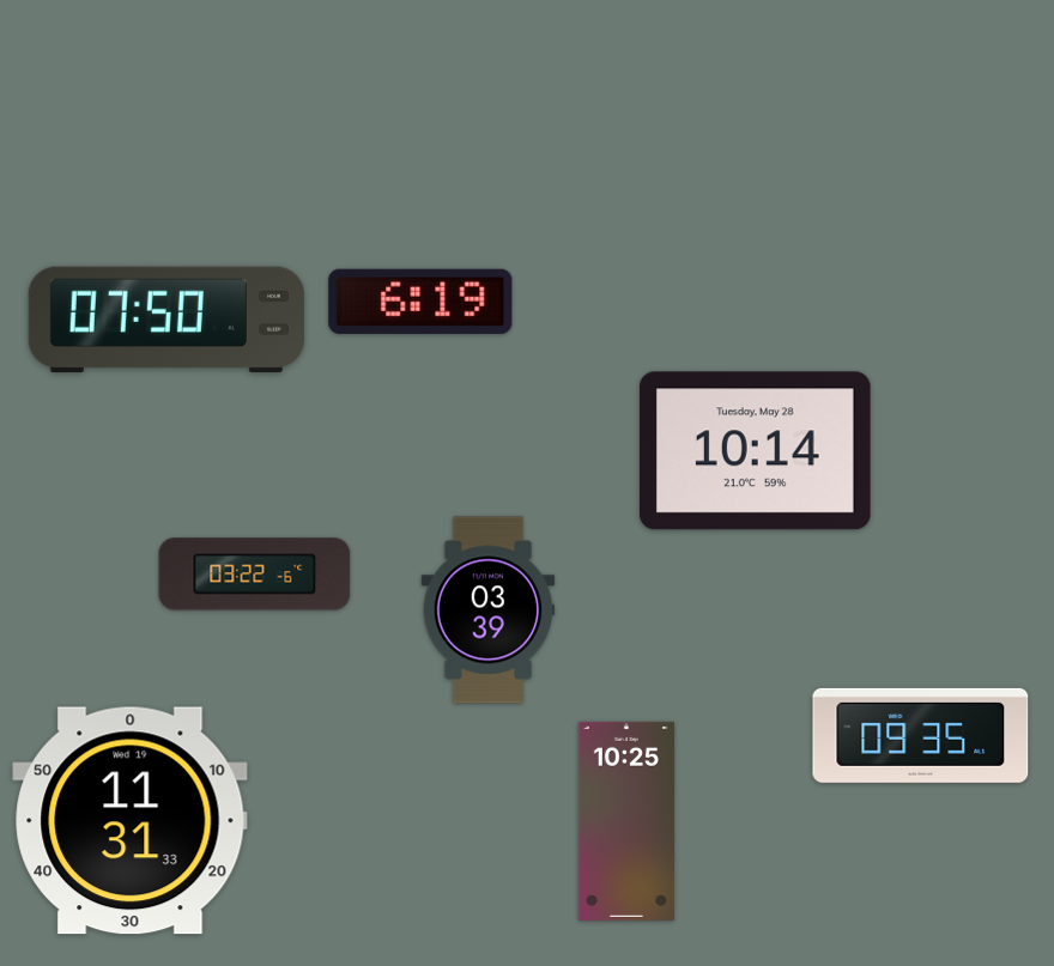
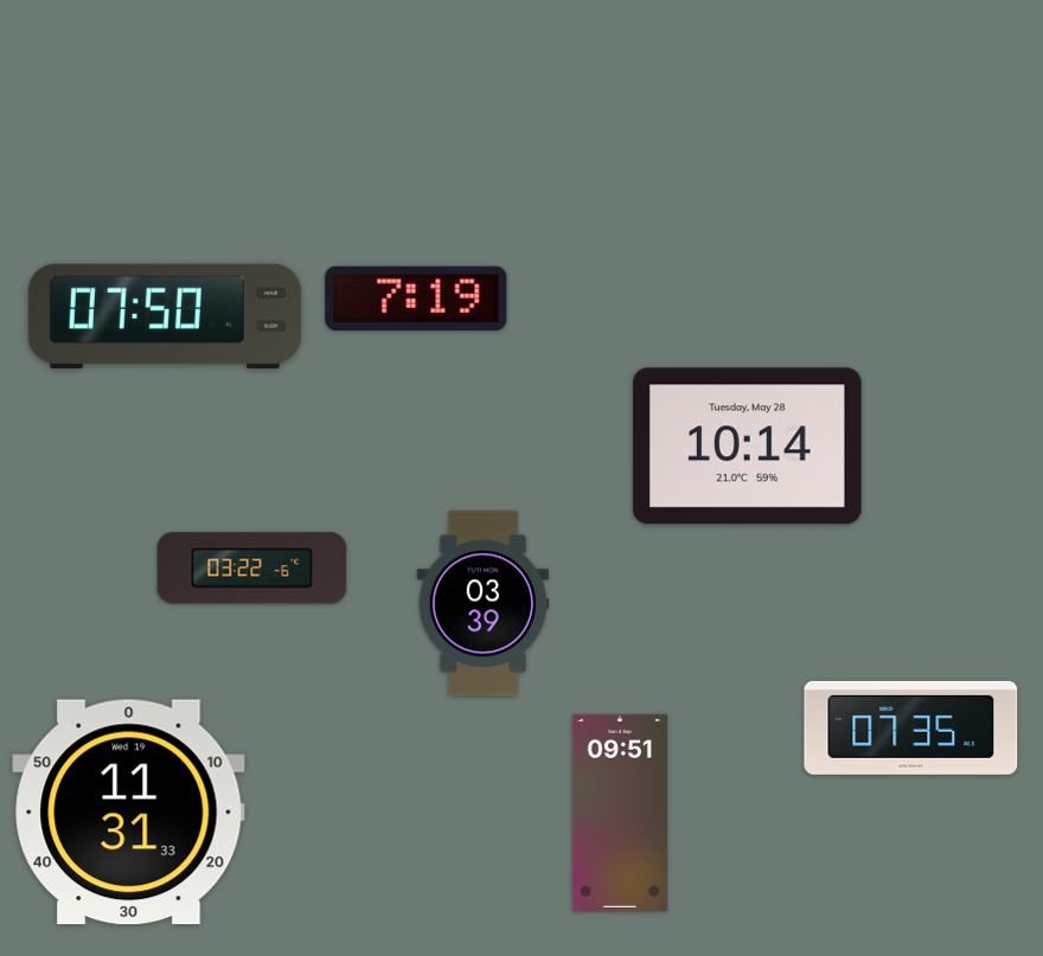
clock at (420, 302): 6:19 -> 7:19
clock at (921, 735): 09:35 -> 07:35
clock at (626, 821): 10:25 -> 09:51
